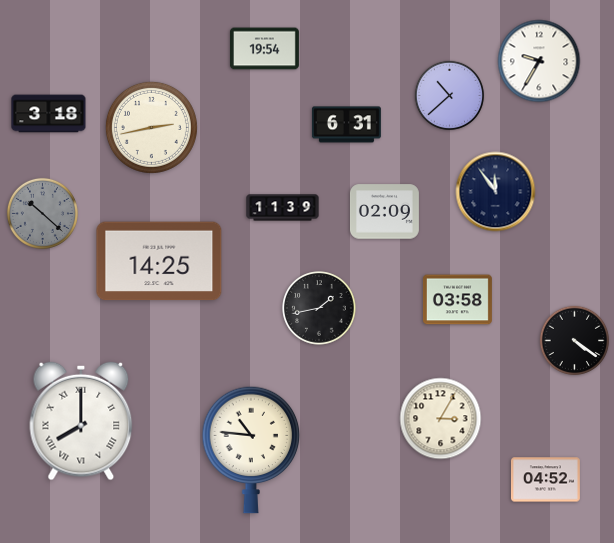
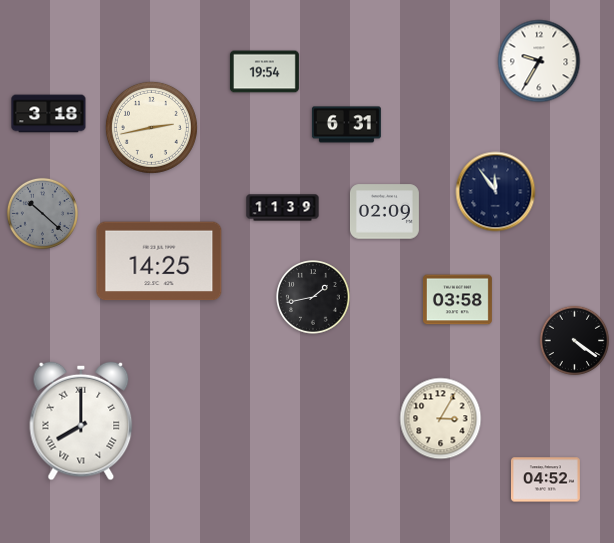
clock at (264, 49) position: (264, 49) -> (264, 72)
clock at (450, 96): 10:38 -> none
clock at (319, 308) position: (319, 308) -> (313, 297)
clock at (251, 450): 10:46 -> none
